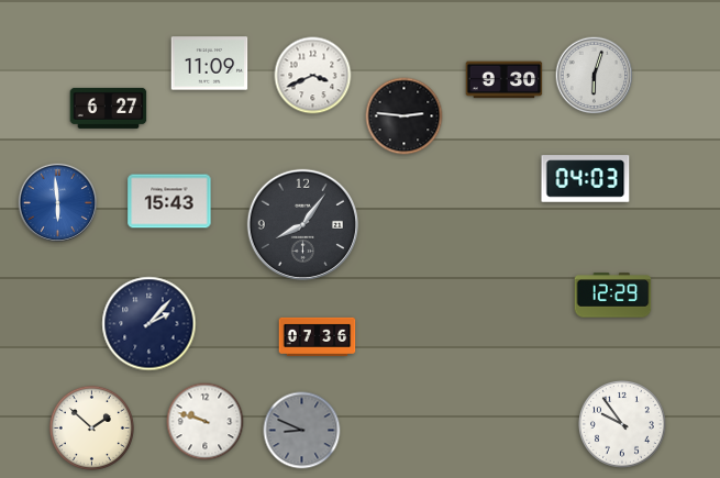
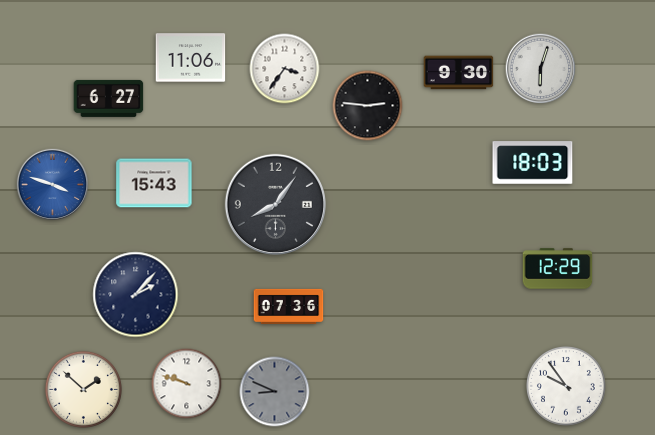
clock at (210, 64): 11:09 -> 11:06
clock at (313, 76): 3:41 -> 3:36
clock at (109, 108) position: (109, 108) -> (109, 98)
clock at (586, 179): 04:03 -> 18:03
clock at (57, 202): 5:59 -> 3:48
